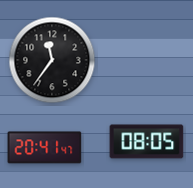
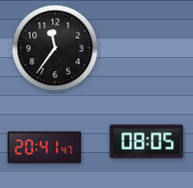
clock at (52, 60) position: (52, 60) -> (55, 48)
